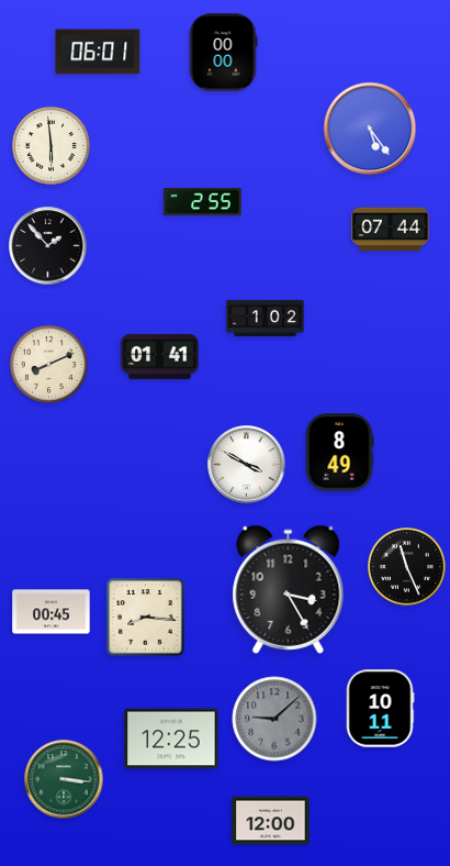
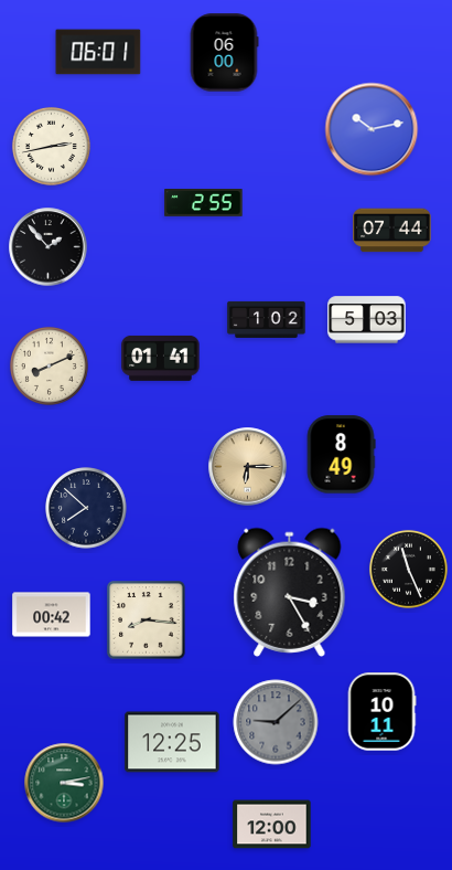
clock at (223, 53): 00:00 -> 06:00
clock at (370, 129): 5:24 -> 10:13
clock at (50, 145): 5:59 -> 2:43
clock at (367, 320): none -> 5:03
clock at (247, 465): 3:50 -> 6:15
clock at (247, 465) dial: white -> champagne
clock at (86, 508): none -> 7:52
clock at (52, 612): 00:45 -> 00:42
clock at (64, 779): 3:16 -> 3:13
